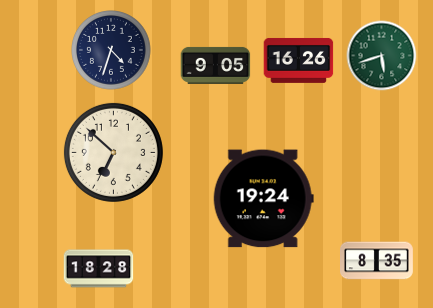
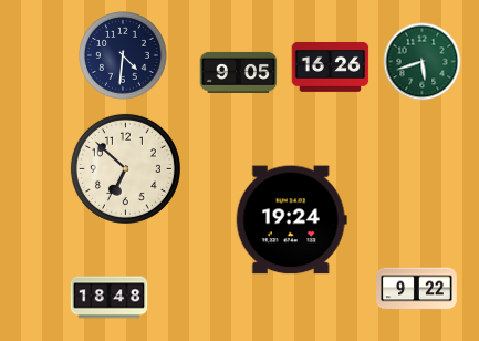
clock at (112, 51): 4:33 -> 4:31
clock at (377, 261): 8:35 -> 9:22
clock at (99, 269): 18:28 -> 18:48
